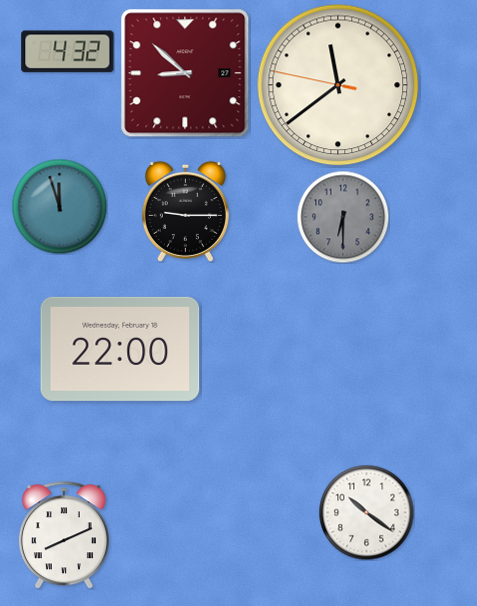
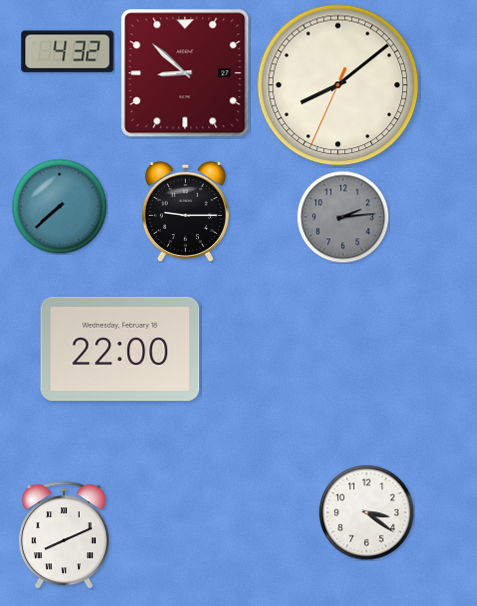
clock at (338, 85): 11:38 -> 8:08
clock at (59, 206): 11:57 -> 7:38
clock at (343, 217): 6:30 -> 2:14
clock at (366, 512): 10:21 -> 3:21
